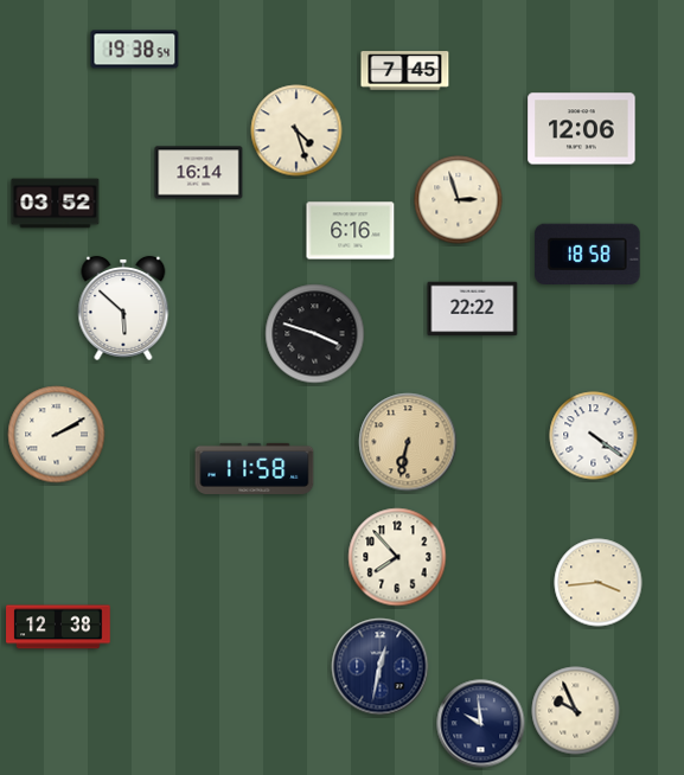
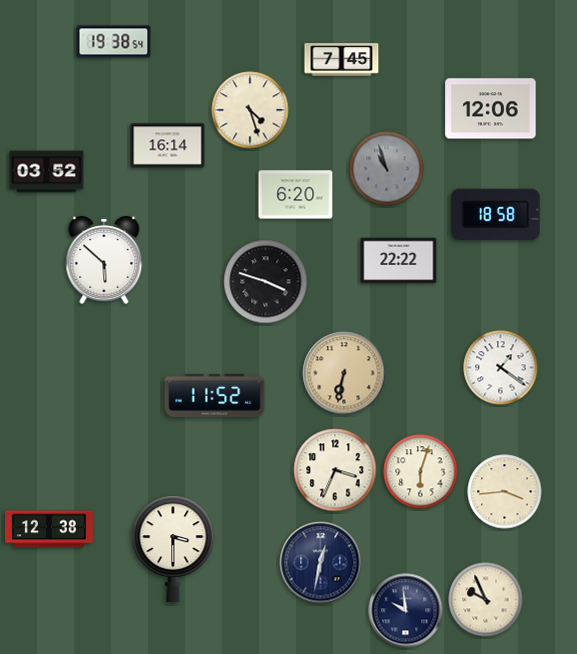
clock at (459, 200): 2:57 -> 10:57
clock at (459, 200) dial: cream -> grey
clock at (351, 231): 6:16 -> 6:20
clock at (57, 435): 2:10 -> none
clock at (594, 436): 4:21 -> 1:21
clock at (255, 468): 11:58 -> 11:52
clock at (397, 557): 7:53 -> 3:34
clock at (421, 472): none -> 6:03
clock at (173, 548): none -> 3:30
